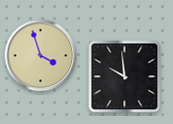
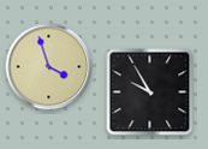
clock at (125, 77): 9:59 -> 9:55
